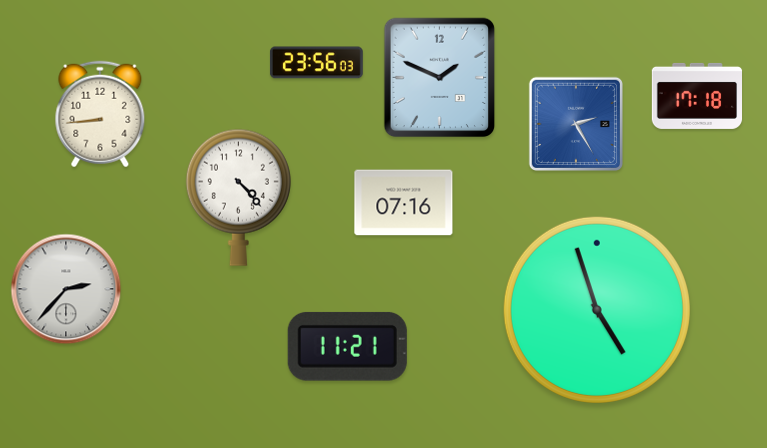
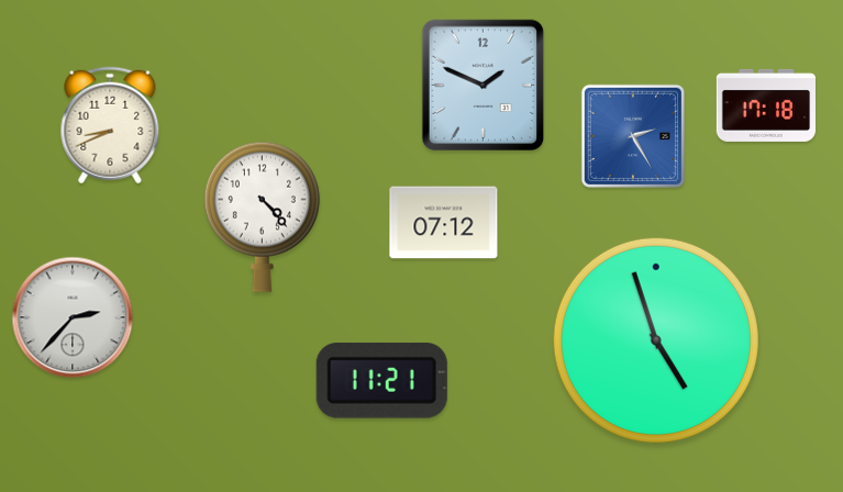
clock at (316, 63): 23:56 -> none
clock at (100, 114): 8:44 -> 8:41
clock at (404, 203): 07:16 -> 07:12
